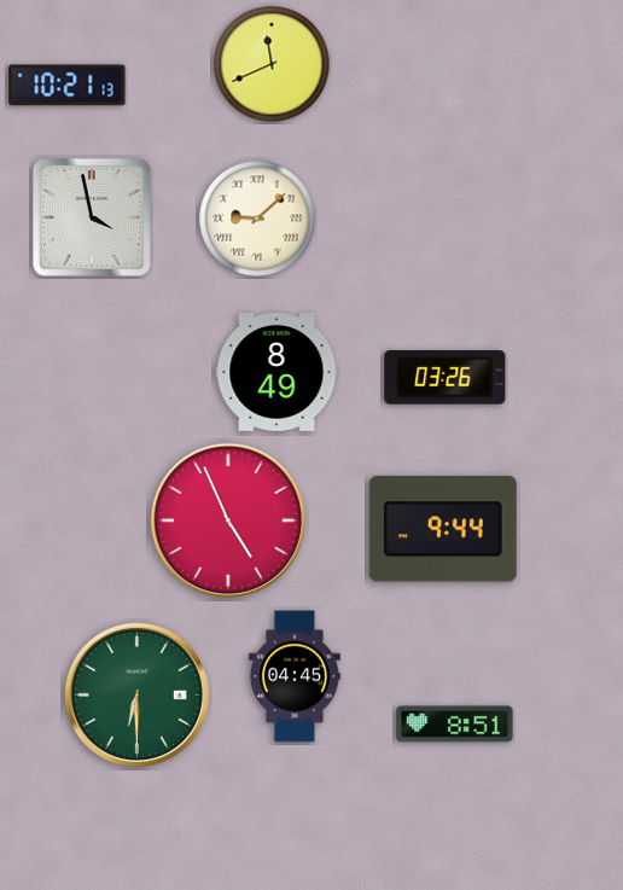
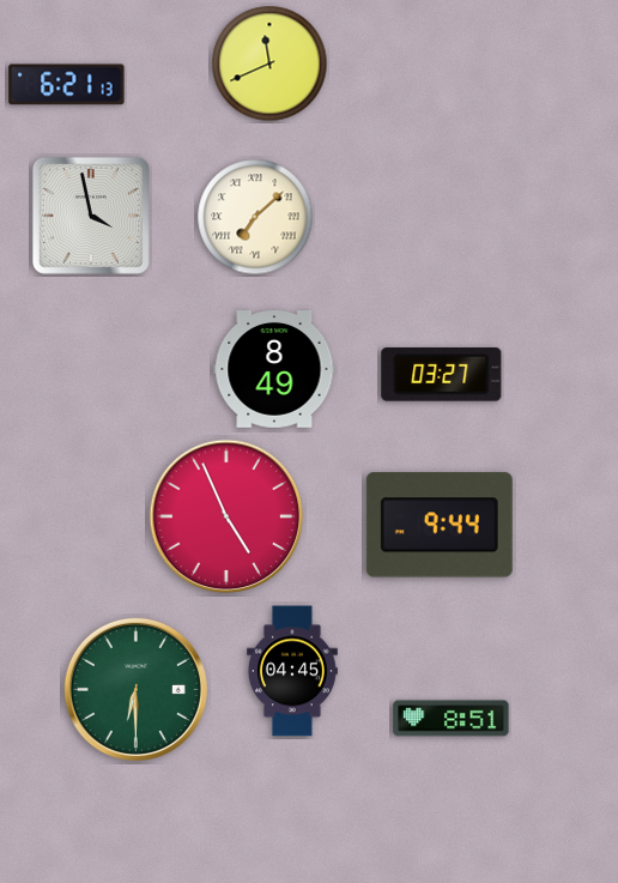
clock at (68, 86): 10:21 -> 6:21
clock at (257, 219): 9:08 -> 7:08
clock at (446, 378): 03:26 -> 03:27
